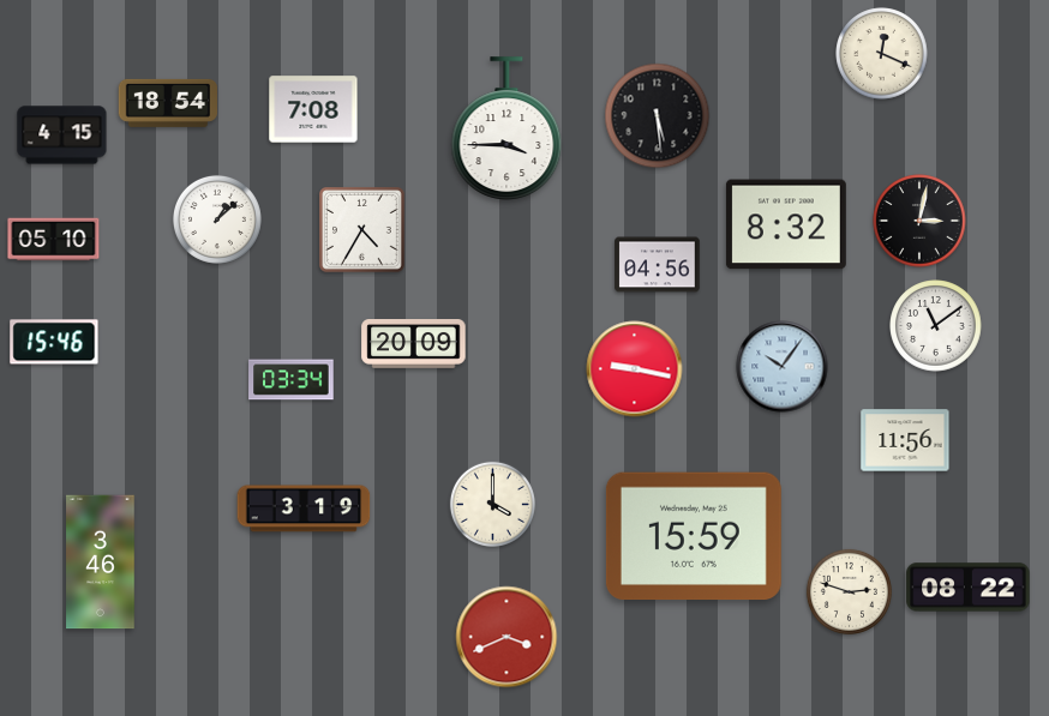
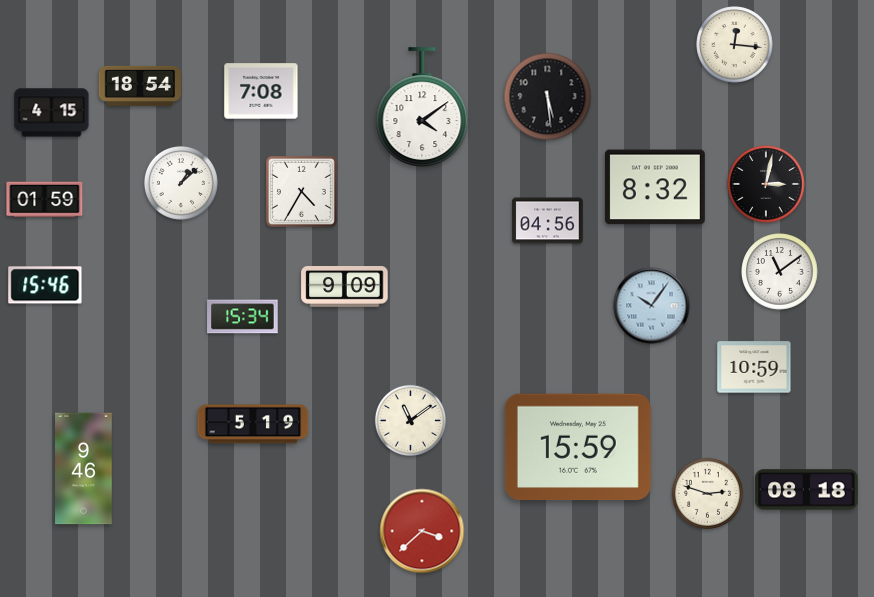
clock at (882, 54): 12:19 -> 12:16
clock at (506, 128): 3:45 -> 4:09
clock at (54, 240): 05:10 -> 01:59
clock at (414, 344): 20:09 -> 9:09
clock at (635, 369): 9:17 -> none
clock at (292, 380): 03:34 -> 15:34
clock at (905, 440): 11:56 -> 10:59
clock at (492, 504): 4:00 -> 11:09
clock at (304, 509): 3:19 -> 5:19
clock at (101, 562): 3:46 -> 9:46
clock at (969, 588): 08:22 -> 08:18
clock at (506, 637): 3:41 -> 3:38
